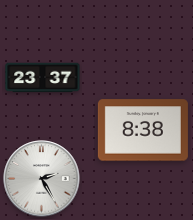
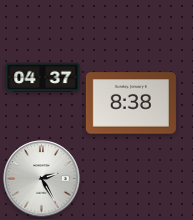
clock at (43, 78): 23:37 -> 04:37
clock at (143, 130) position: (143, 130) -> (131, 103)
